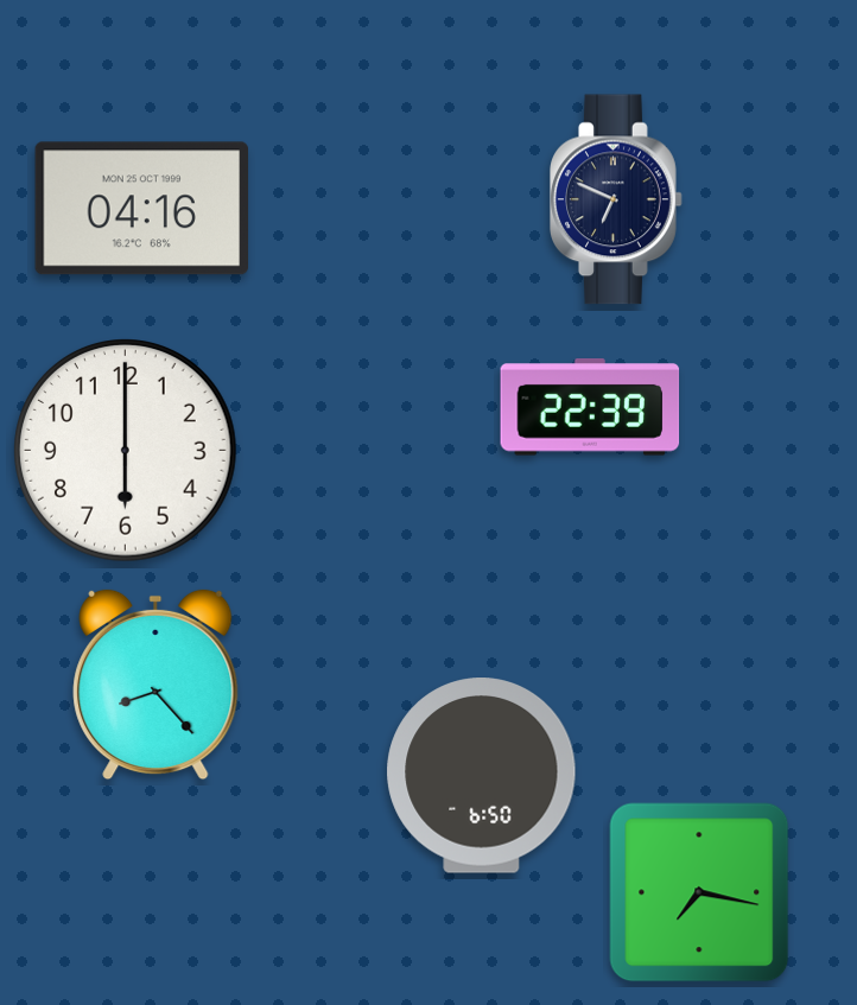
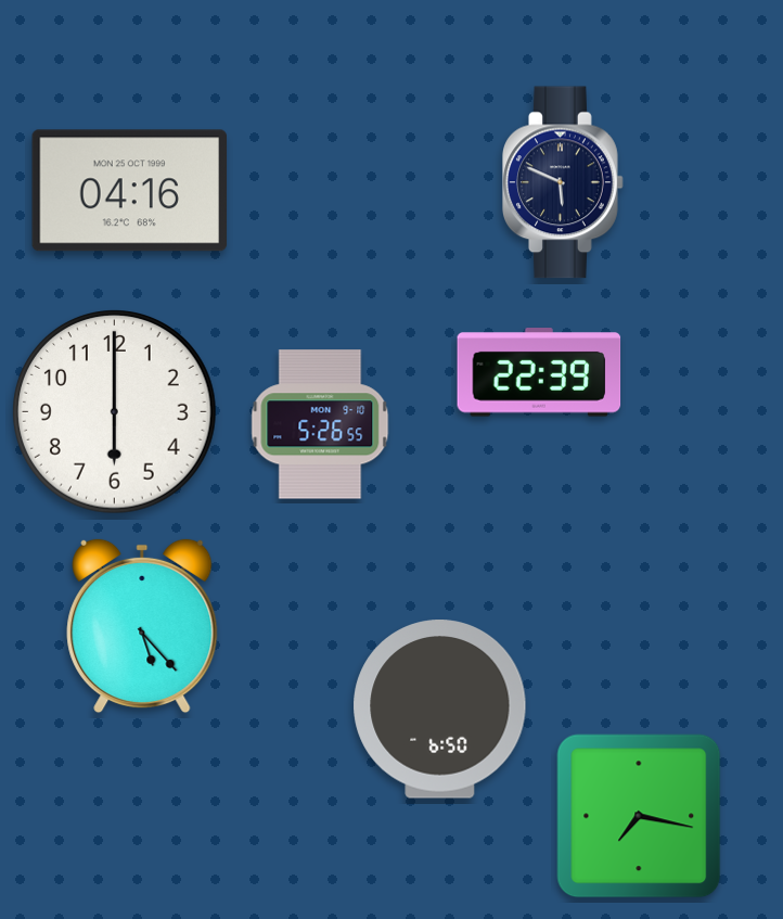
clock at (617, 199): 6:49 -> 5:49
clock at (320, 424): none -> 5:26
clock at (155, 685): 8:23 -> 5:23
